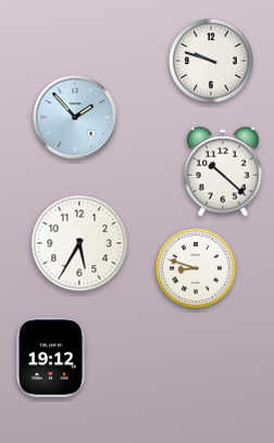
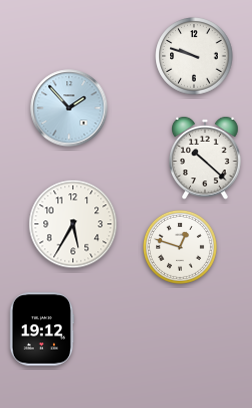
clock at (196, 268): 8:48 -> 12:48
clock at (51, 357) position: (51, 357) -> (42, 329)
